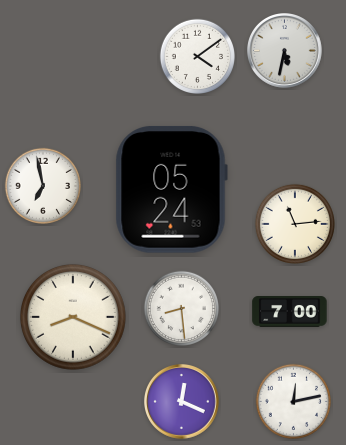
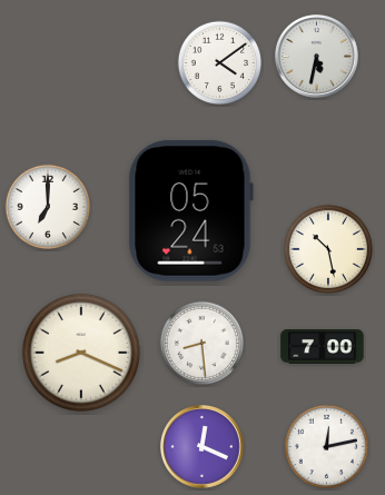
clock at (42, 185): 6:58 -> 7:00
clock at (295, 224): 11:14 -> 10:28
